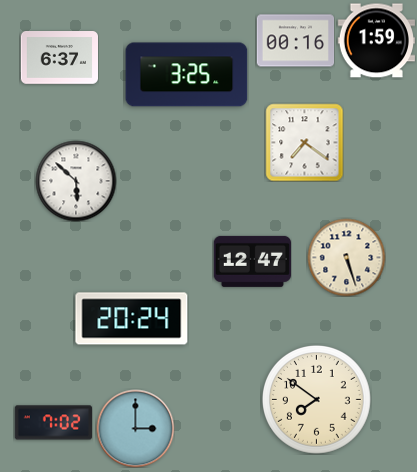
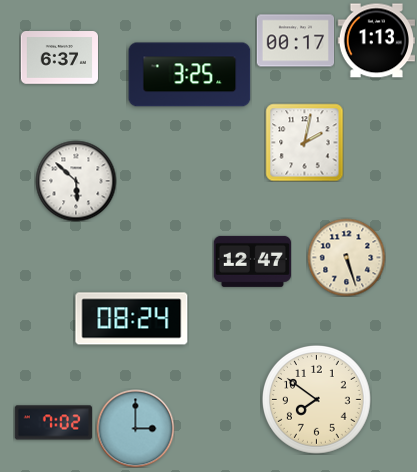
clock at (295, 41): 00:16 -> 00:17
clock at (376, 41): 1:59 -> 1:13
clock at (187, 75) position: (187, 75) -> (190, 75)
clock at (304, 142): 7:21 -> 2:02
clock at (132, 319): 20:24 -> 08:24
